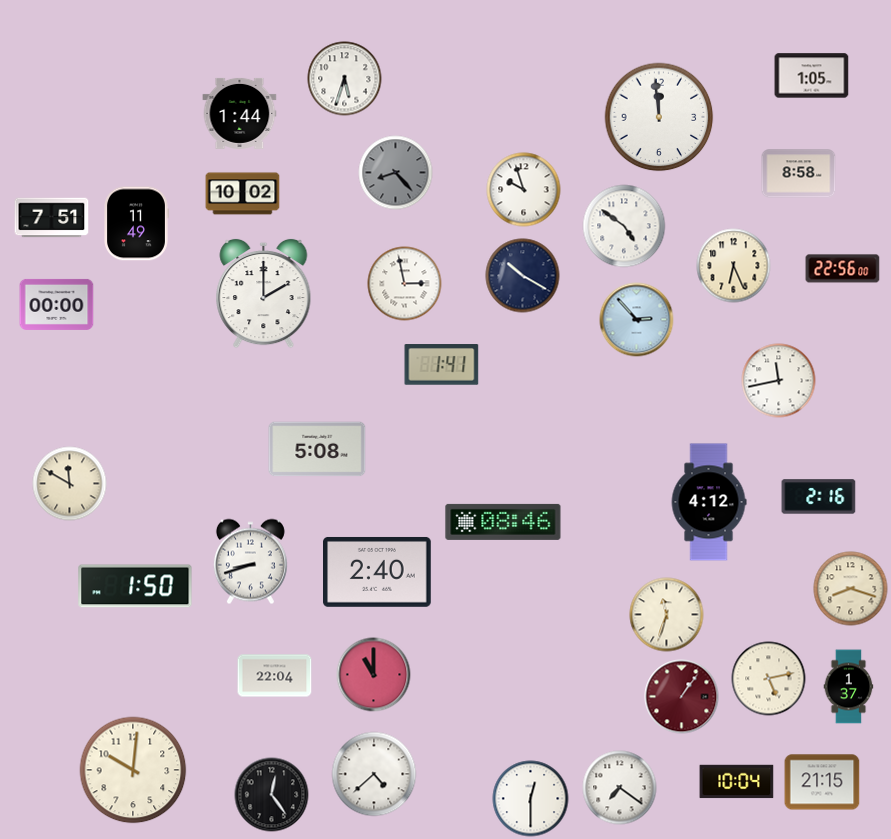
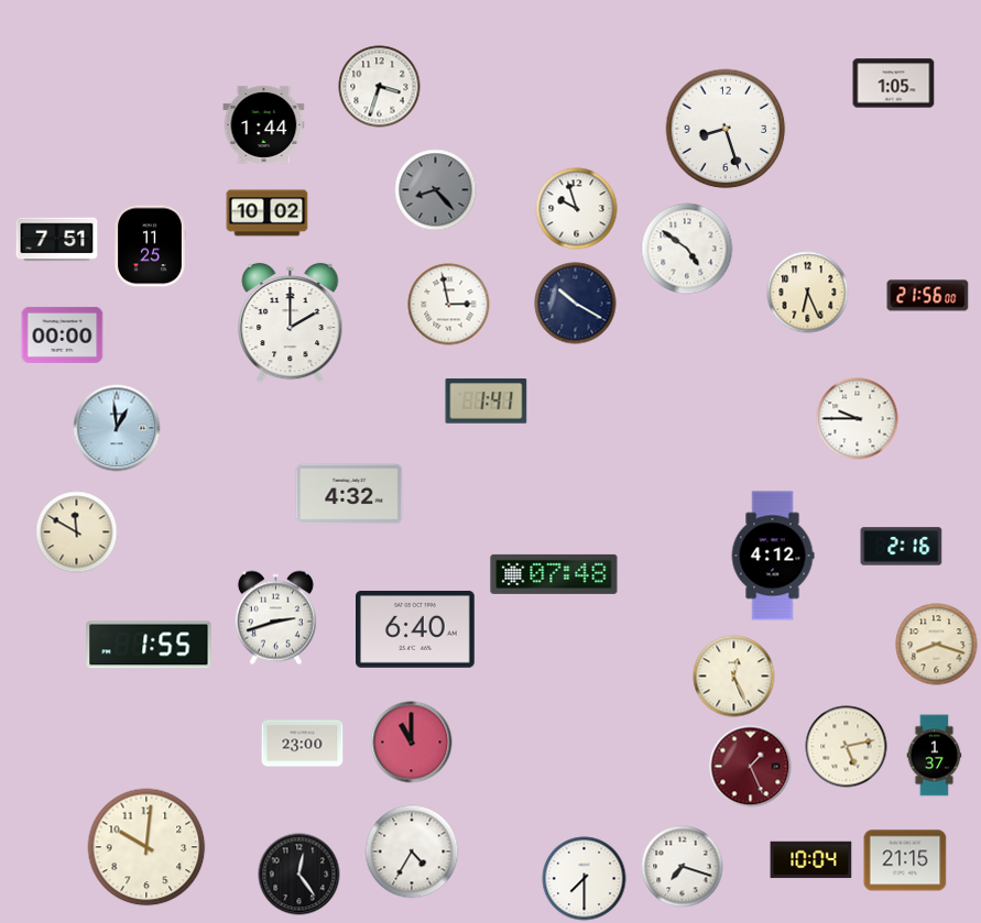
clock at (345, 79): 5:33 -> 3:33
clock at (659, 117): 11:59 -> 8:27
clock at (799, 174): 8:58 -> none
clock at (136, 224): 11:49 -> 11:25
clock at (843, 269): 22:56 -> 21:56
clock at (405, 284) position: (405, 284) -> (449, 305)
clock at (637, 320): 2:53 -> none
clock at (779, 381): 11:43 -> 9:45
clock at (117, 428): none -> 12:59
clock at (317, 449): 5:08 -> 4:32
clock at (709, 502) position: (709, 502) -> (773, 556)
clock at (503, 522): 08:46 -> 07:48
clock at (250, 562): 8:42 -> 2:42
clock at (378, 572): 2:40 -> 6:40
clock at (135, 586): 1:50 -> 1:55
clock at (851, 589) position: (851, 589) -> (937, 645)
clock at (667, 615): 11:33 -> 12:26
clock at (275, 676): 22:04 -> 23:00
clock at (682, 697): 1:06 -> 1:26
clock at (374, 774): 4:38 -> 4:35
clock at (620, 788): 7:21 -> 7:18
clock at (531, 799): 12:30 -> 7:30
